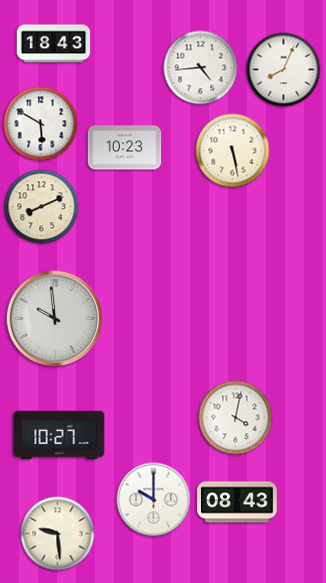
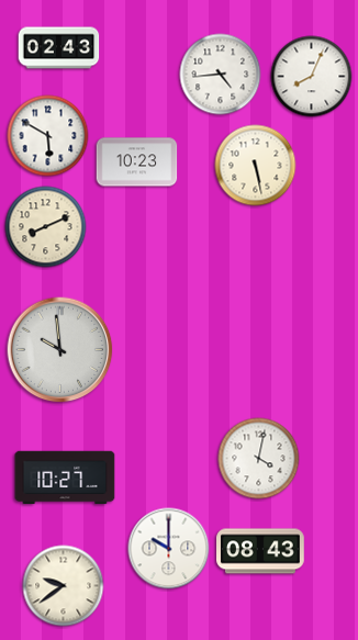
clock at (54, 44): 18:43 -> 02:43
clock at (41, 124) position: (41, 124) -> (48, 136)
clock at (58, 534): 9:29 -> 9:39
